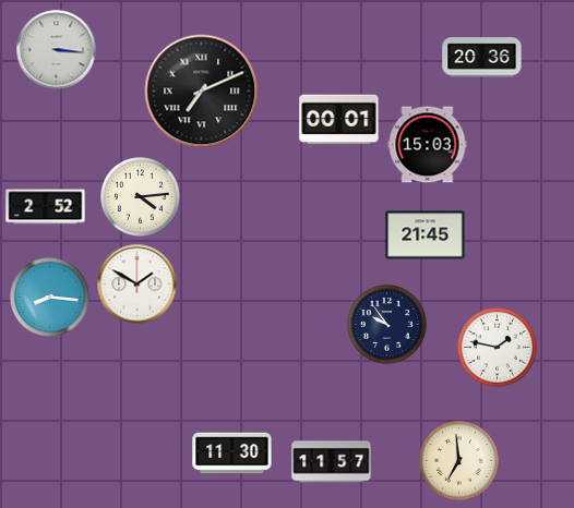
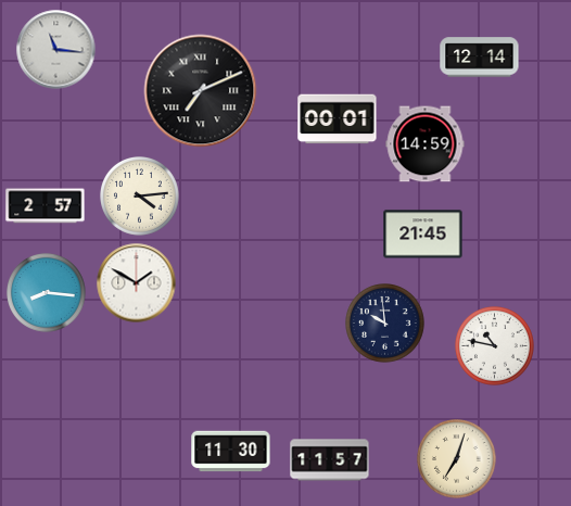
clock at (57, 50): 3:16 -> 11:16
clock at (482, 58): 20:36 -> 12:14
clock at (428, 145): 15:03 -> 14:59
clock at (46, 207): 2:52 -> 2:57
clock at (50, 298) position: (50, 298) -> (47, 293)
clock at (387, 325): 9:54 -> 9:59
clock at (498, 348): 1:47 -> 10:47
clock at (459, 461): 6:59 -> 7:03
